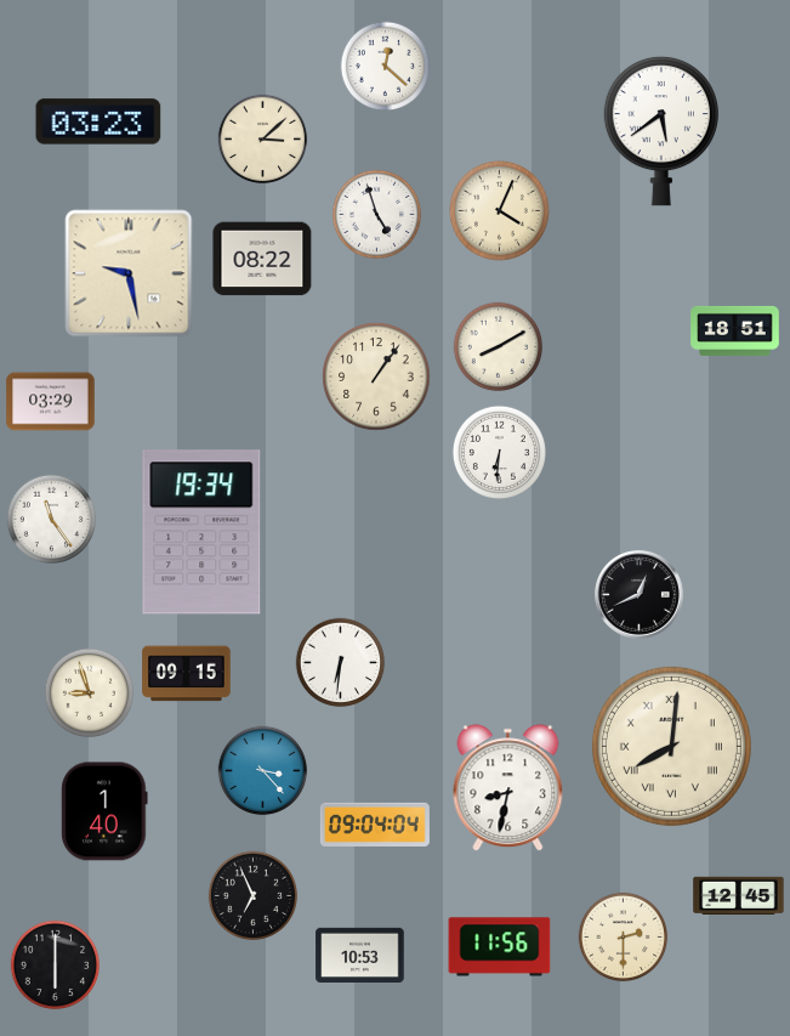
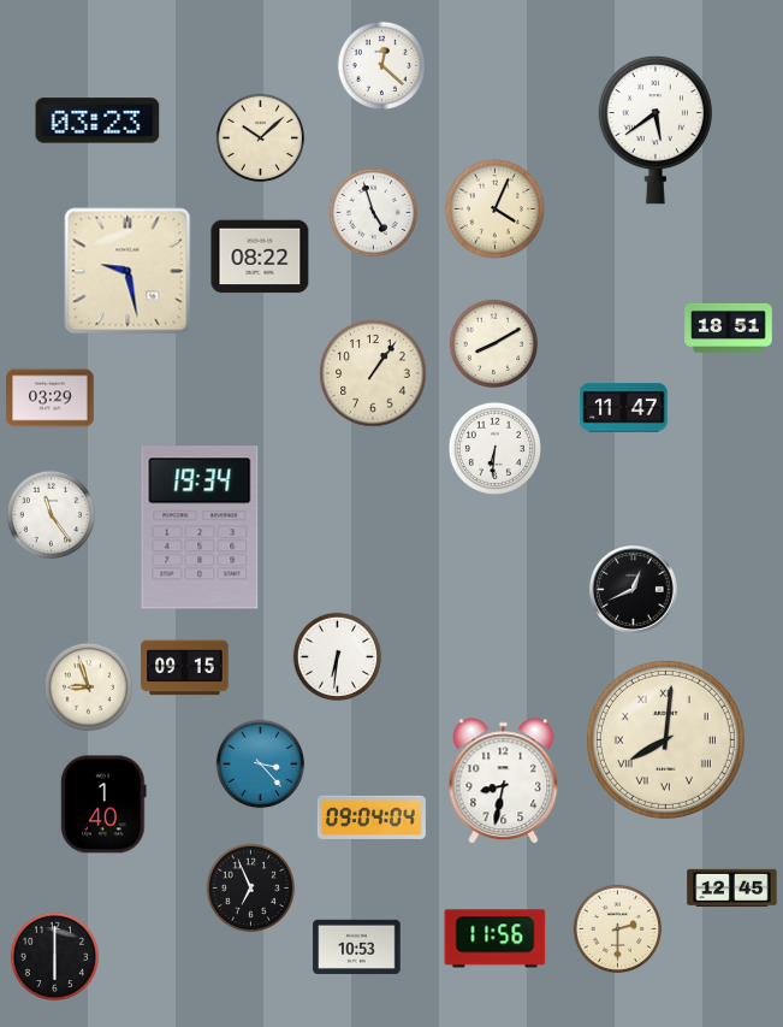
clock at (263, 140): 3:08 -> 10:08
clock at (624, 408): none -> 11:47
